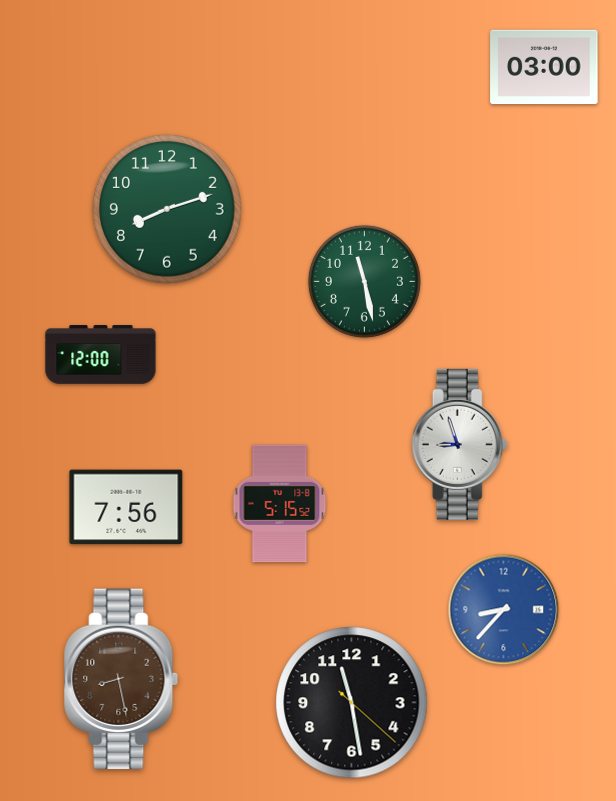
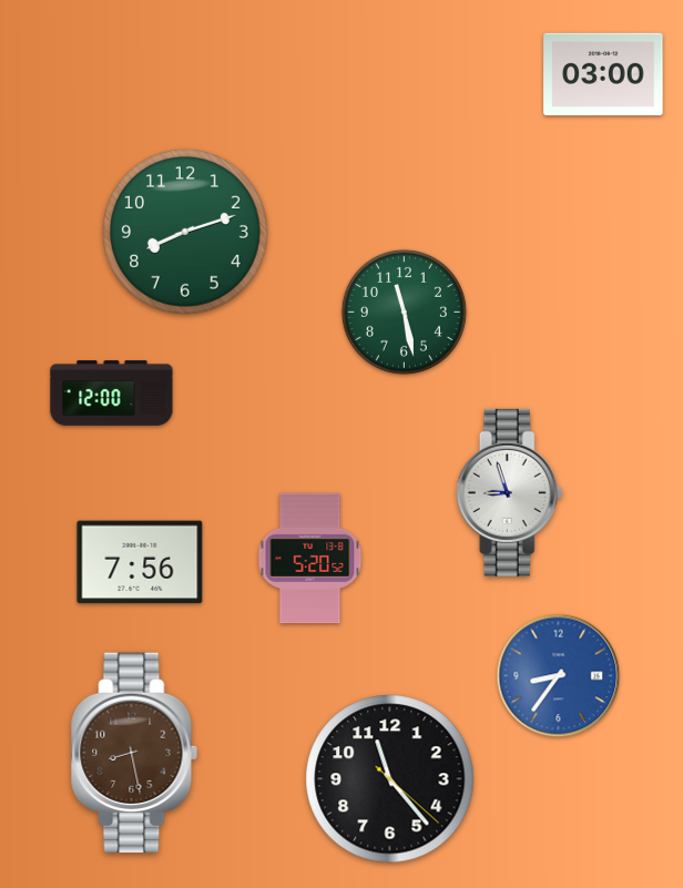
clock at (280, 504): 5:15 -> 5:20
clock at (504, 610): 8:37 -> 8:36
clock at (352, 703): 11:28 -> 11:23
